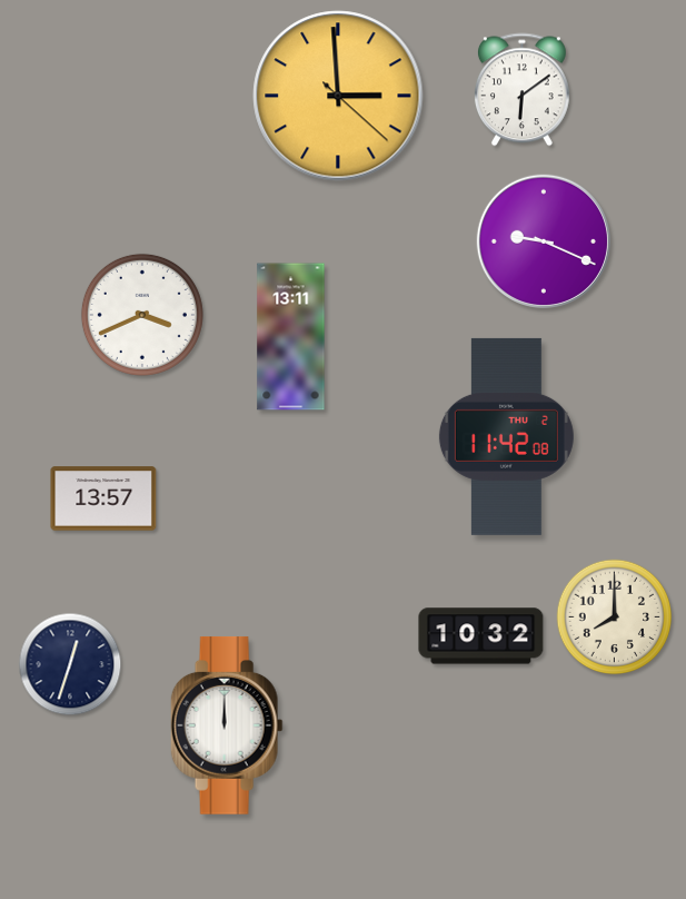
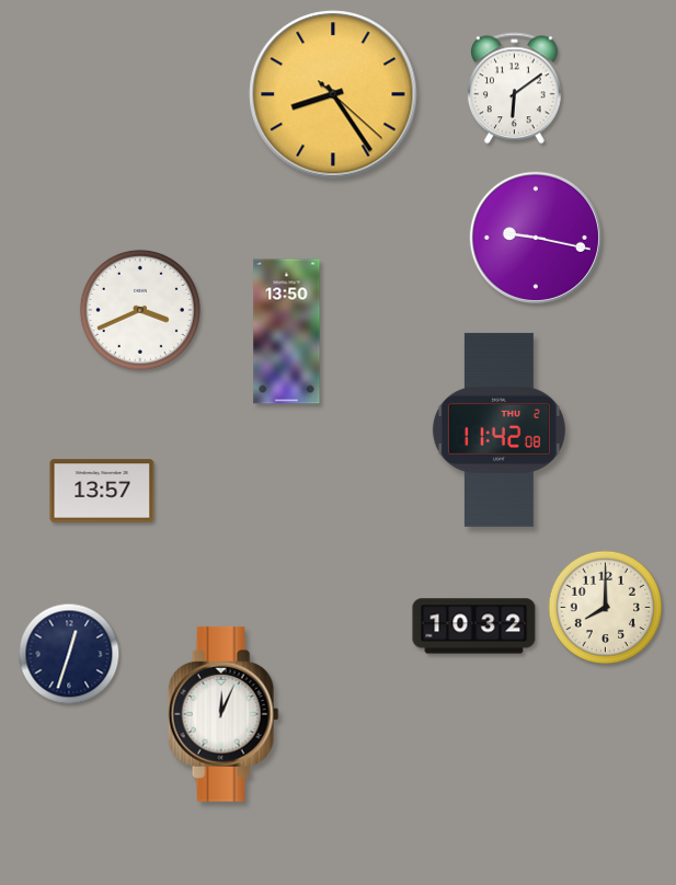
clock at (338, 96): 2:59 -> 8:24
clock at (544, 241): 9:19 -> 9:17
clock at (291, 337): 13:11 -> 13:50
clock at (227, 725): 12:00 -> 12:04
